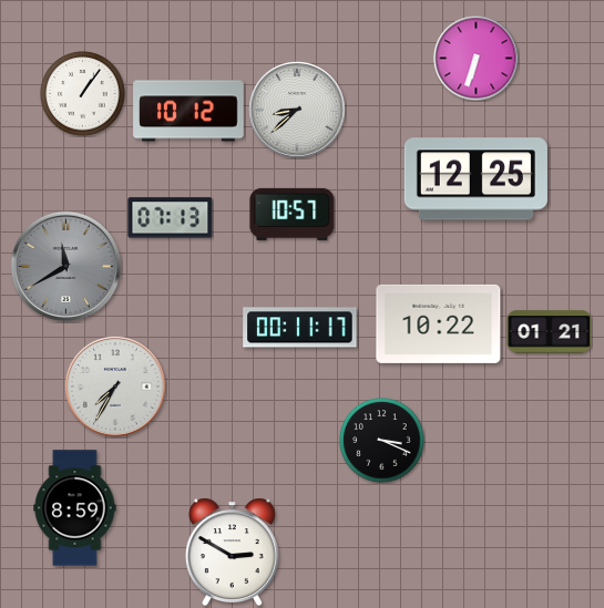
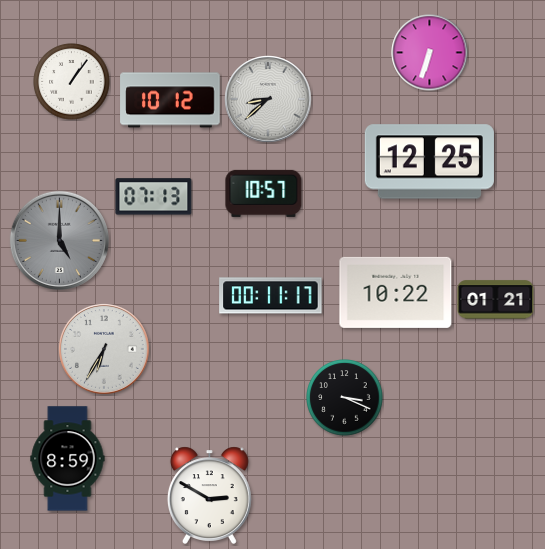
clock at (83, 94) position: (83, 94) -> (72, 82)
clock at (65, 266): 11:40 -> 5:00
clock at (115, 387): 7:35 -> 6:35
clock at (232, 552) position: (232, 552) -> (209, 495)
